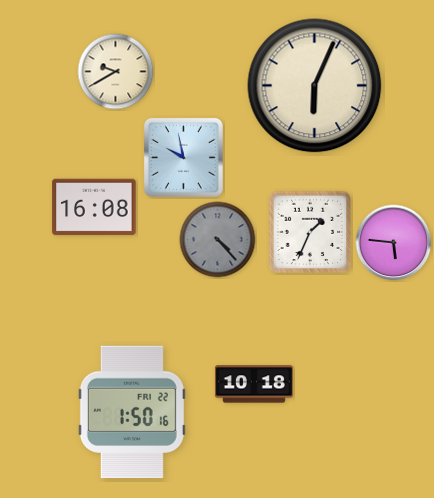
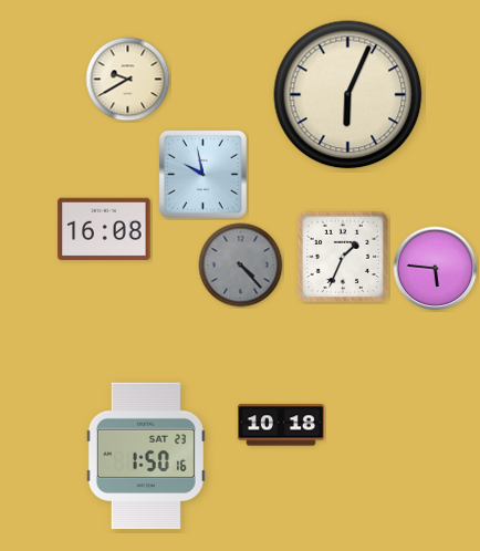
clock at (132, 412) date: FRI 22 -> SAT 23
